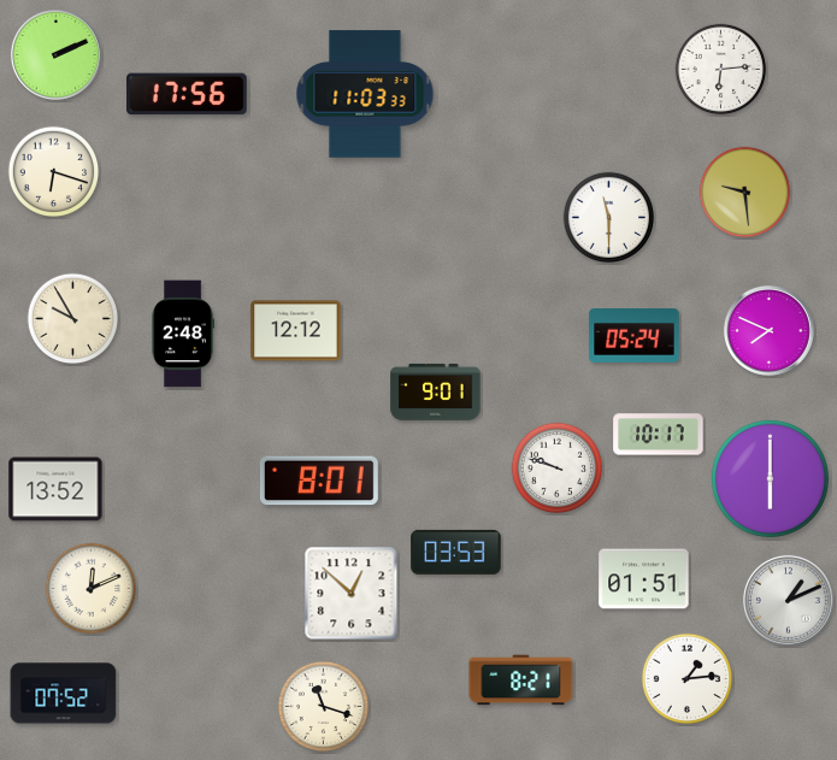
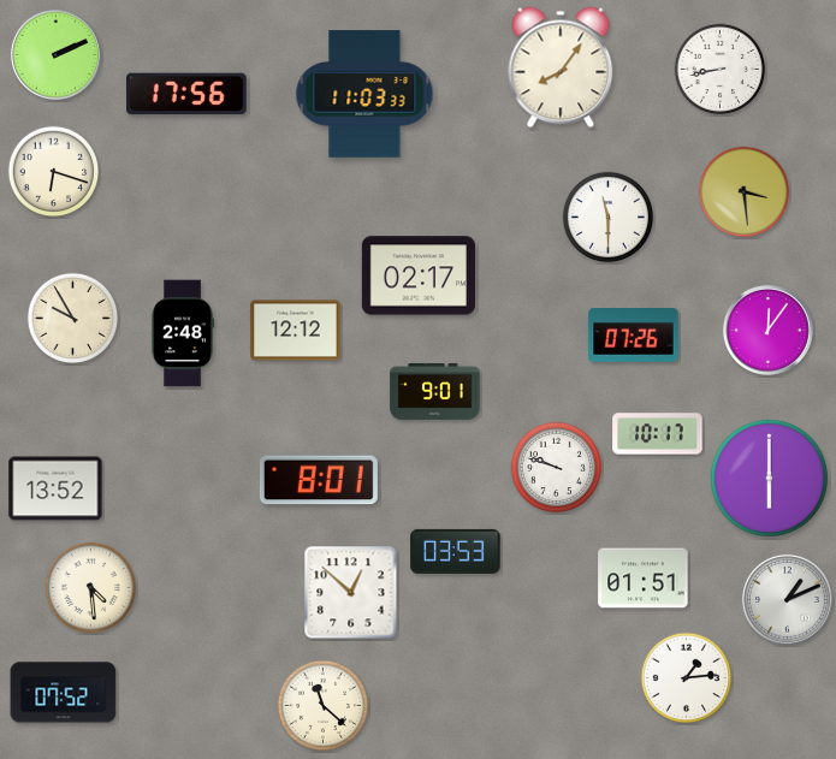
clock at (561, 67): none -> 8:06
clock at (721, 70): 6:14 -> 8:43
clock at (745, 193): 9:29 -> 3:29
clock at (419, 275): none -> 02:17
clock at (768, 330): 7:49 -> 12:06
clock at (635, 336): 05:24 -> 07:26
clock at (92, 589): 12:11 -> 4:29
clock at (521, 681): 8:21 -> none
clock at (324, 707): 11:18 -> 11:22
